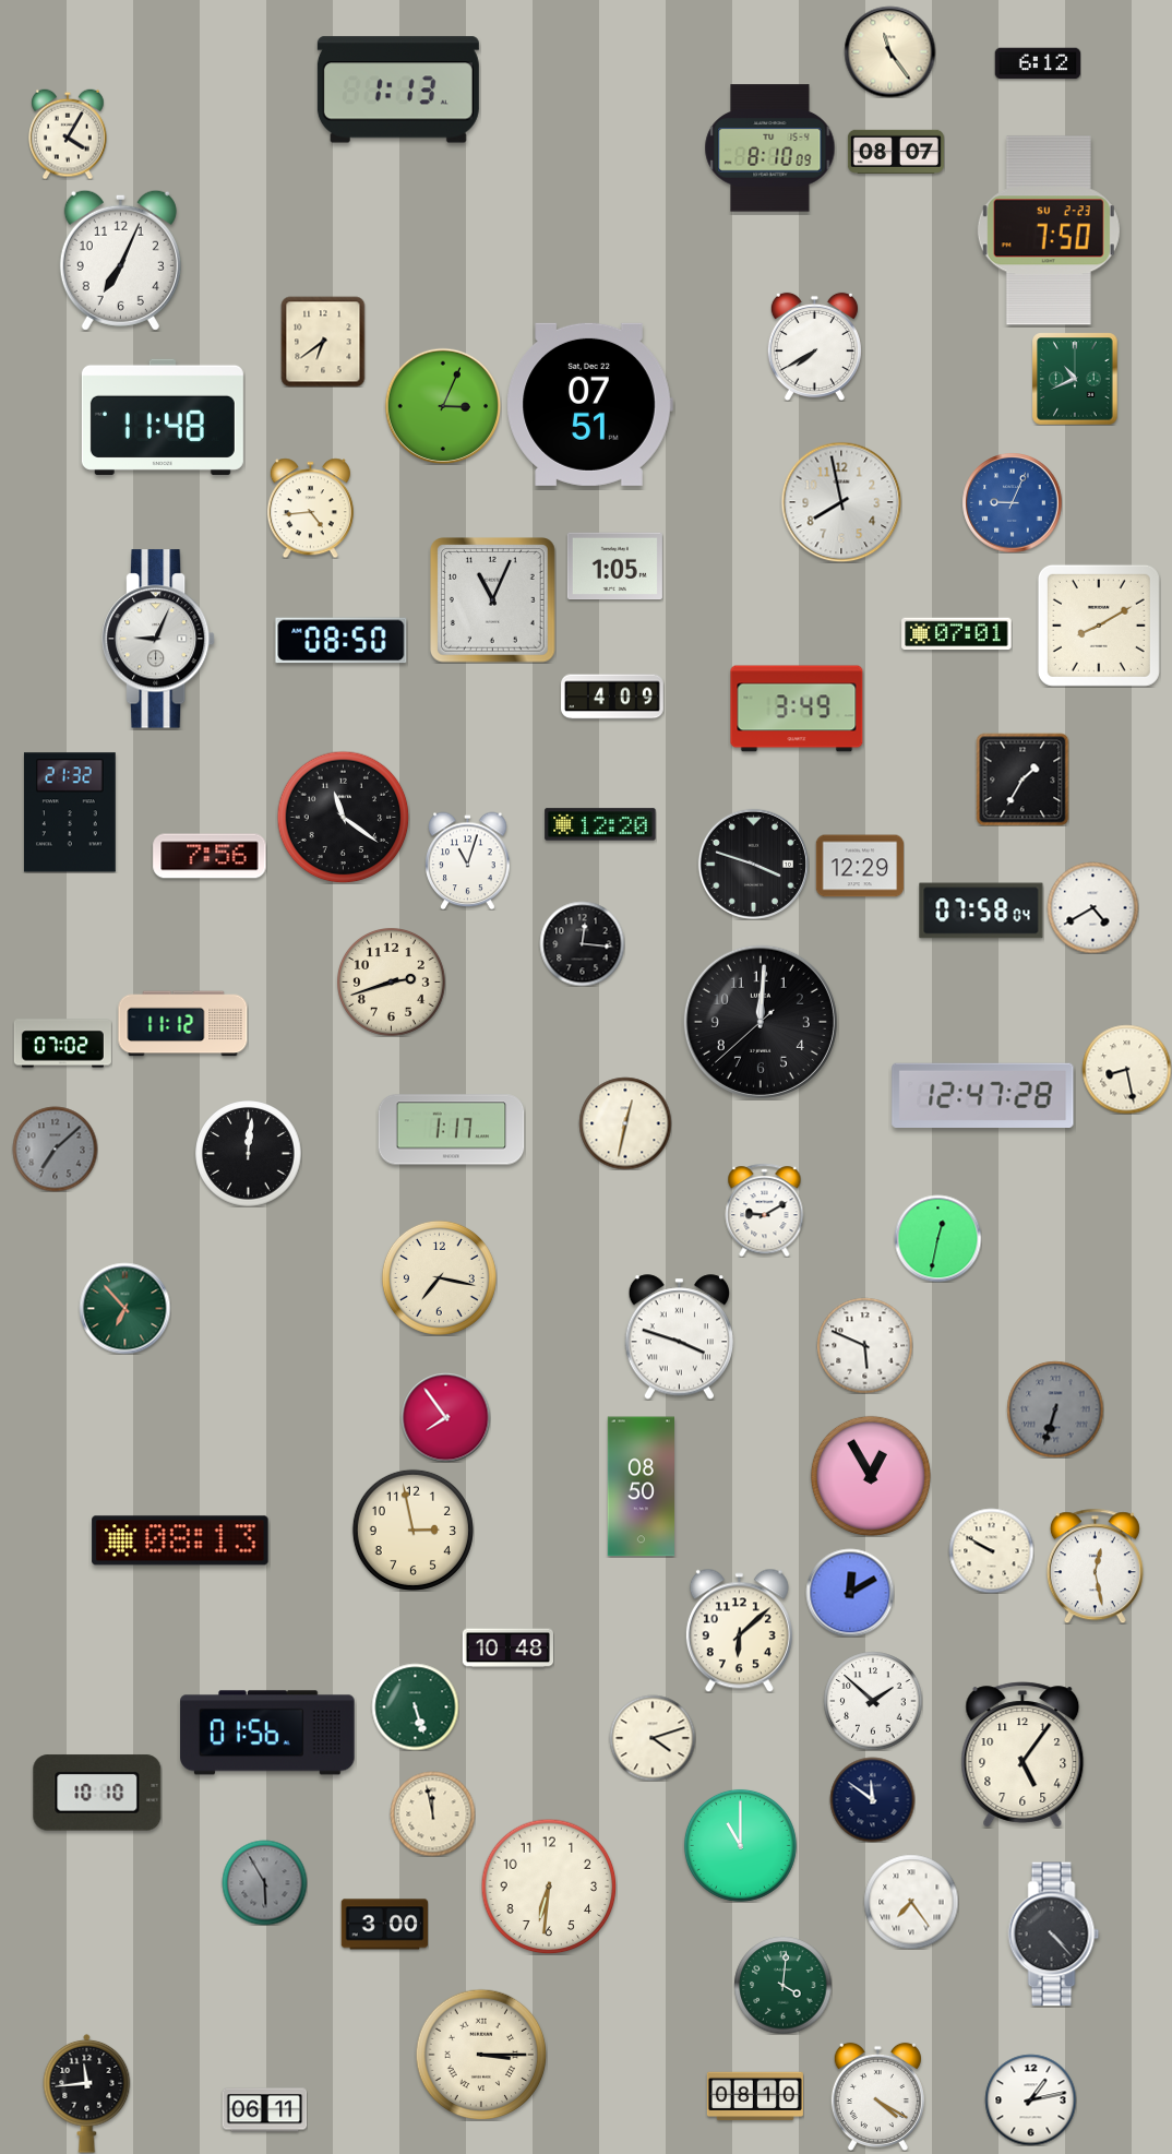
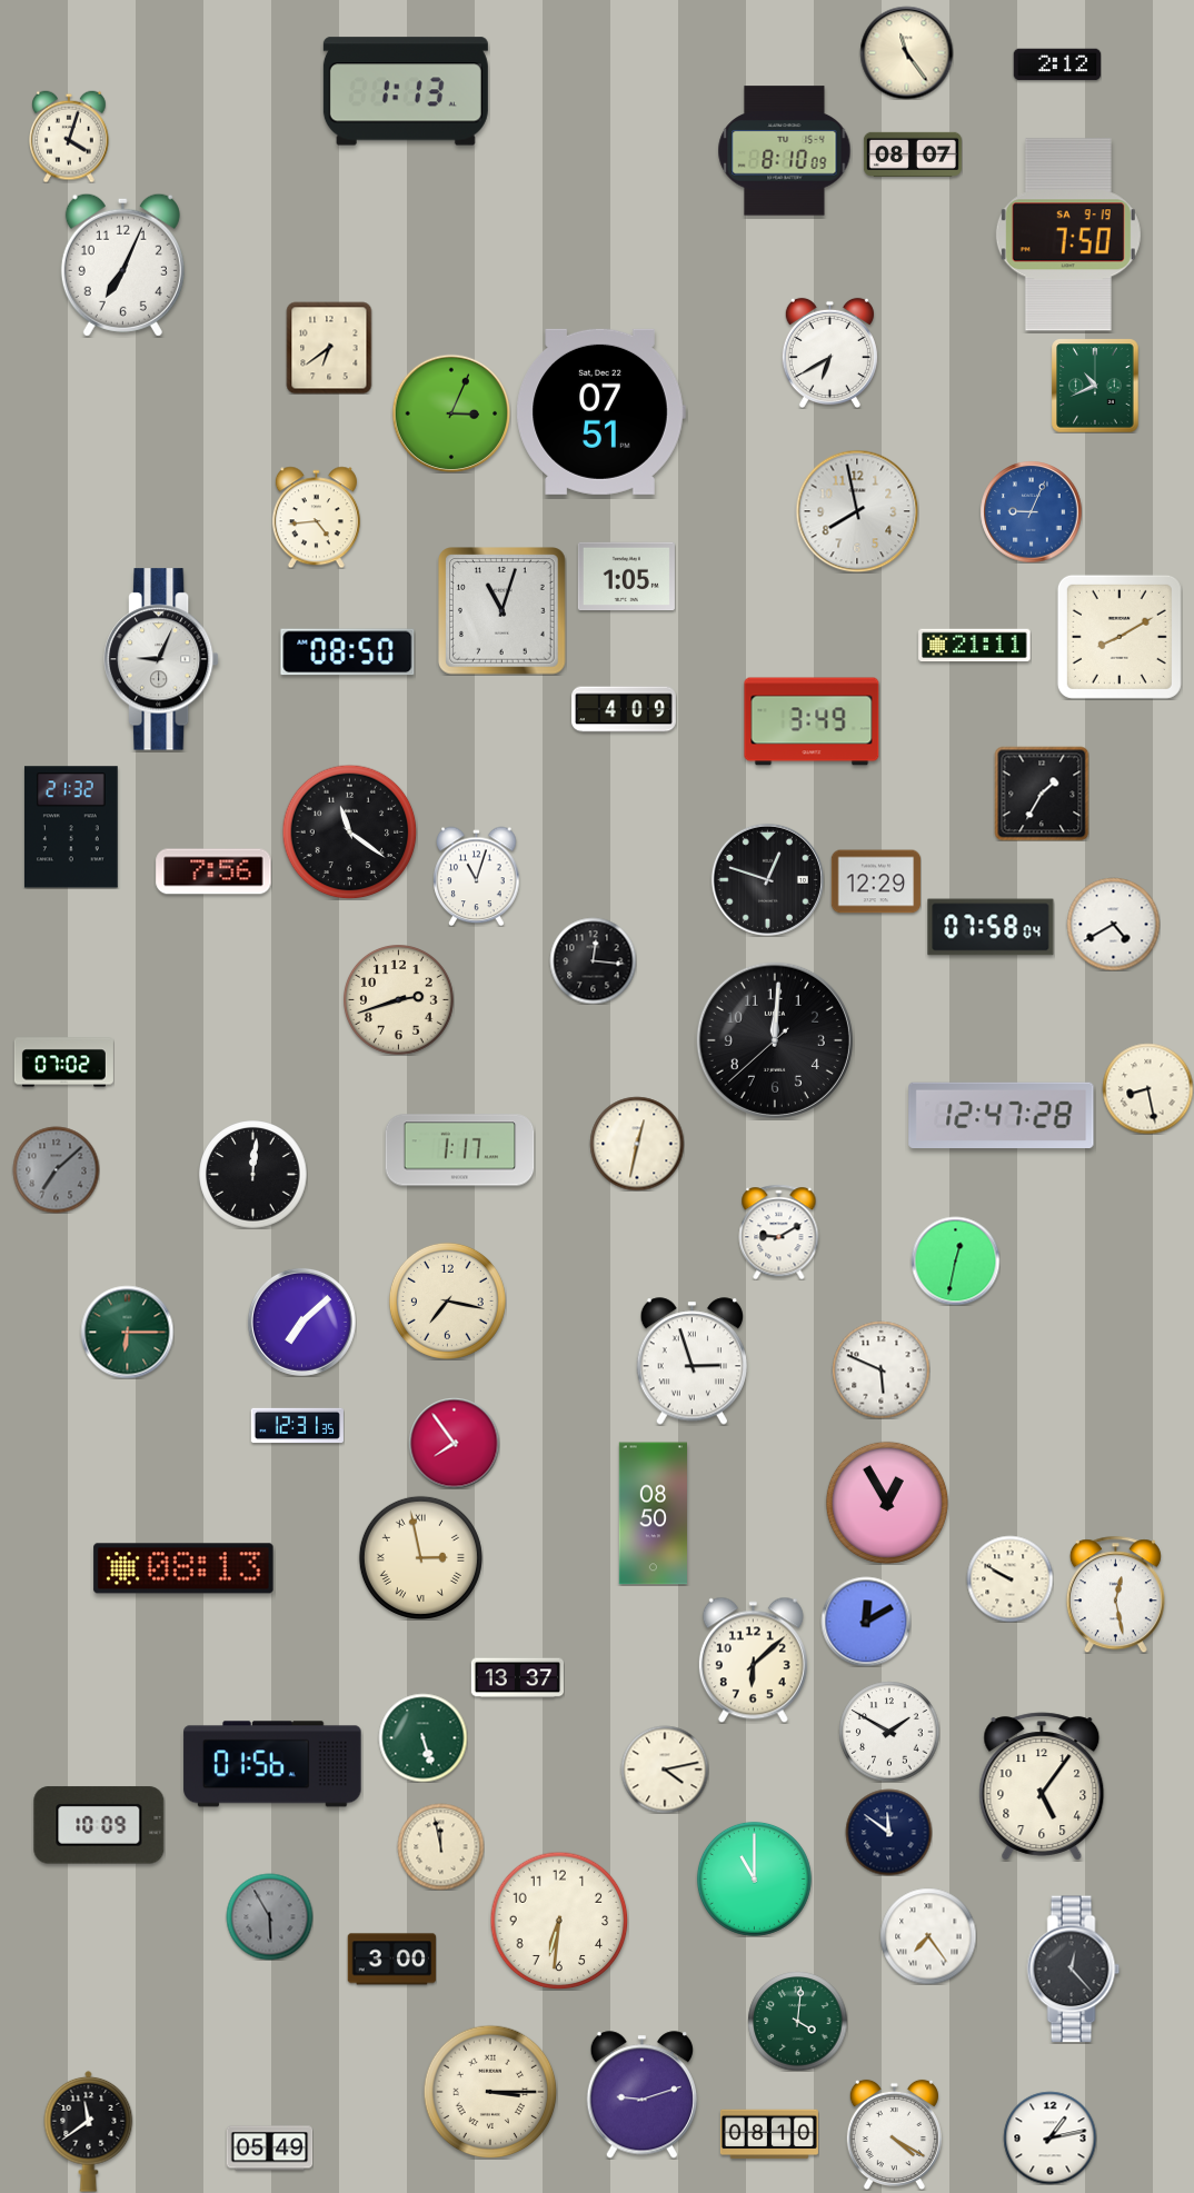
clock at (1038, 63): 6:12 -> 2:12
clock at (68, 134): 4:05 -> 4:03
clock at (1049, 230) date: SU 2-23 -> SA 9-19
clock at (814, 346): 7:40 -> 6:40
clock at (163, 417): 11:48 -> none
clock at (493, 600): 11:04 -> 11:03
clock at (957, 634): 07:01 -> 21:11
clock at (158, 639) position: (158, 639) -> (161, 659)
clock at (600, 824): 12:20 -> none
clock at (753, 864): 3:48 -> 12:48
clock at (981, 911) position: (981, 911) -> (991, 927)
clock at (183, 1024): 11:12 -> none
clock at (301, 1322): none -> 7:08
clock at (124, 1308): 6:53 -> 6:15
clock at (679, 1337): 3:48 -> 2:57
clock at (297, 1426): none -> 12:31
clock at (1055, 1409): 6:33 -> none
clock at (412, 1530) numerals: Arabic -> Roman
clock at (507, 1649): 10:48 -> 13:37
clock at (873, 1701): 1:52 -> 1:50
clock at (653, 1738): 4:12 -> 4:13
clock at (97, 1793): 10:10 -> 10:09
clock at (1054, 1935): 4:23 -> 12:23
clock at (641, 2095): none -> 9:12
clock at (87, 2093): 11:44 -> 11:39
clock at (264, 2110): 06:11 -> 05:49
